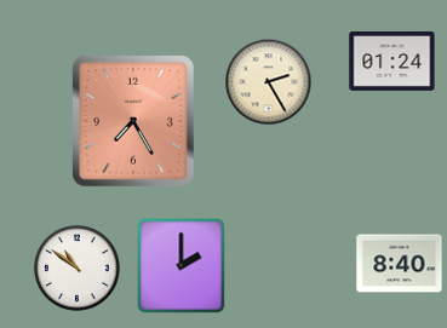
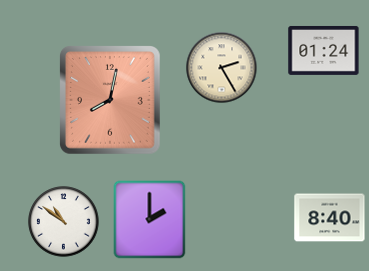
clock at (133, 122): 7:25 -> 8:02
